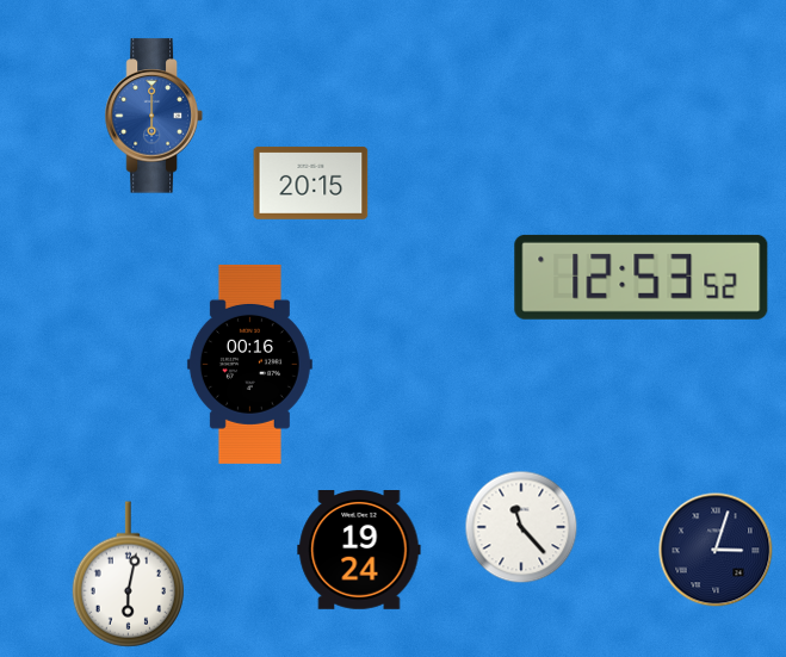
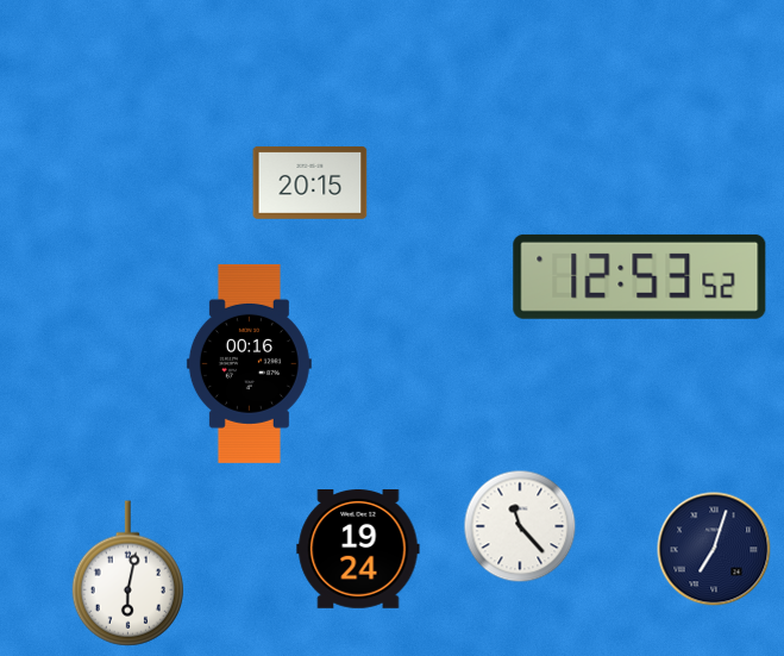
clock at (154, 116): 6:00 -> none
clock at (716, 550): 3:03 -> 7:03
